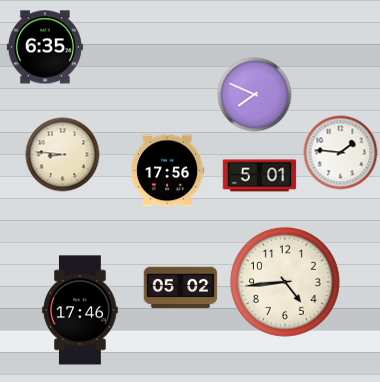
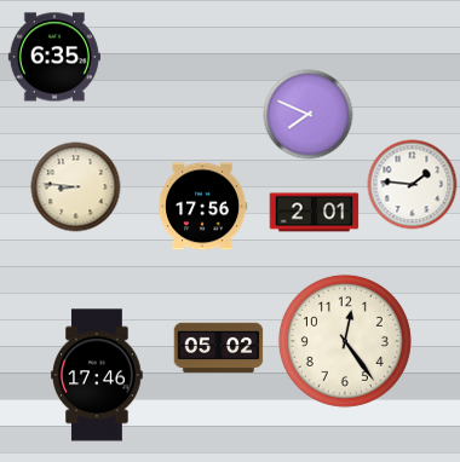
clock at (260, 176): 5:01 -> 2:01
clock at (285, 282): 4:44 -> 12:24
